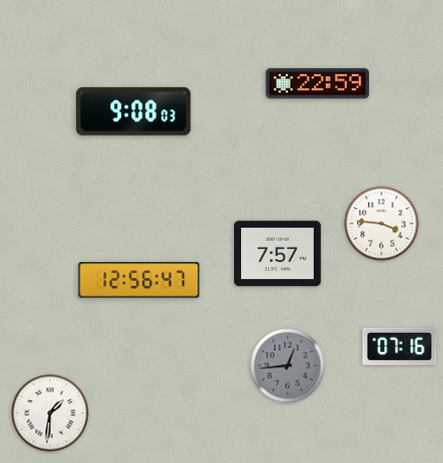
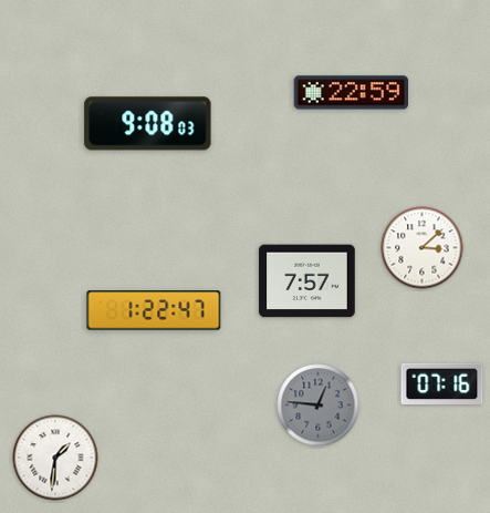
clock at (382, 224): 3:46 -> 3:08
clock at (139, 280): 12:56 -> 1:22
clock at (288, 366): 12:44 -> 12:46
